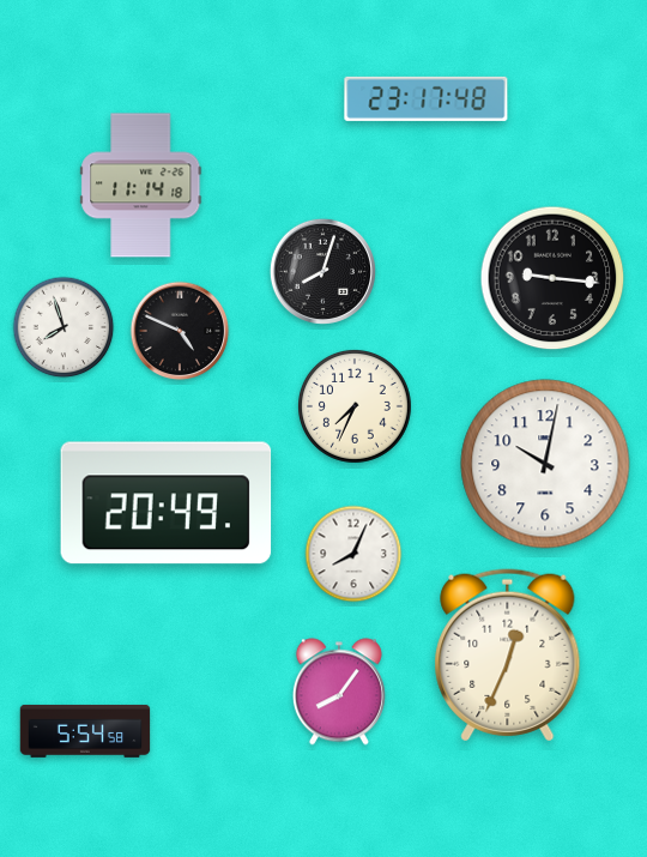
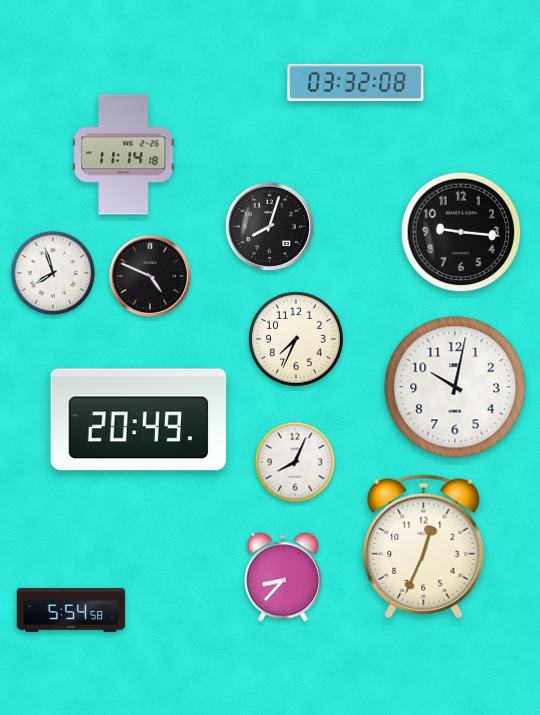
clock at (427, 98): 23:17 -> 03:32
clock at (141, 186) position: (141, 186) -> (124, 155)
clock at (339, 692): 8:06 -> 8:37
